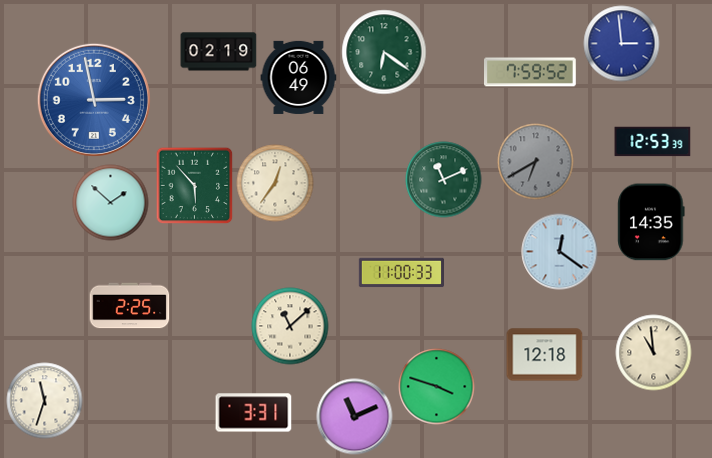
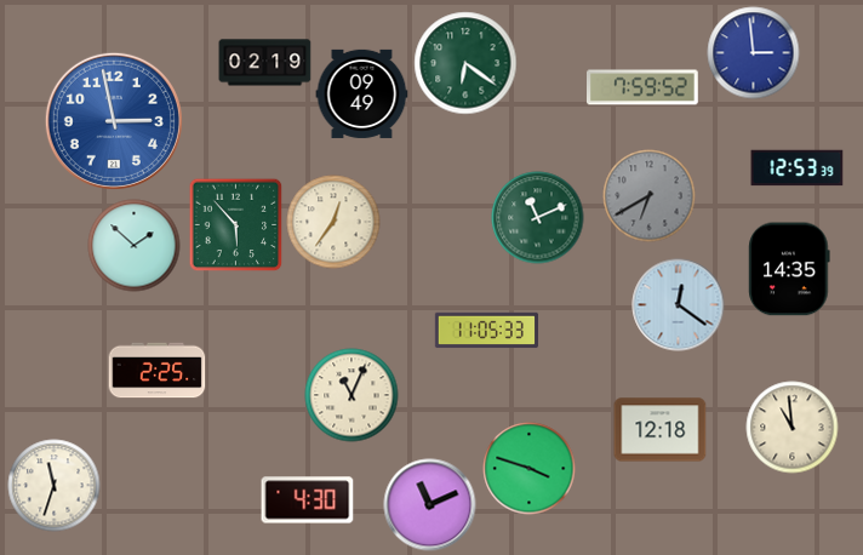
clock at (299, 77): 06:49 -> 09:49
clock at (653, 142) position: (653, 142) -> (798, 168)
clock at (401, 273): 11:00 -> 11:05
clock at (290, 326): 11:08 -> 11:04
clock at (254, 413): 3:31 -> 4:30
